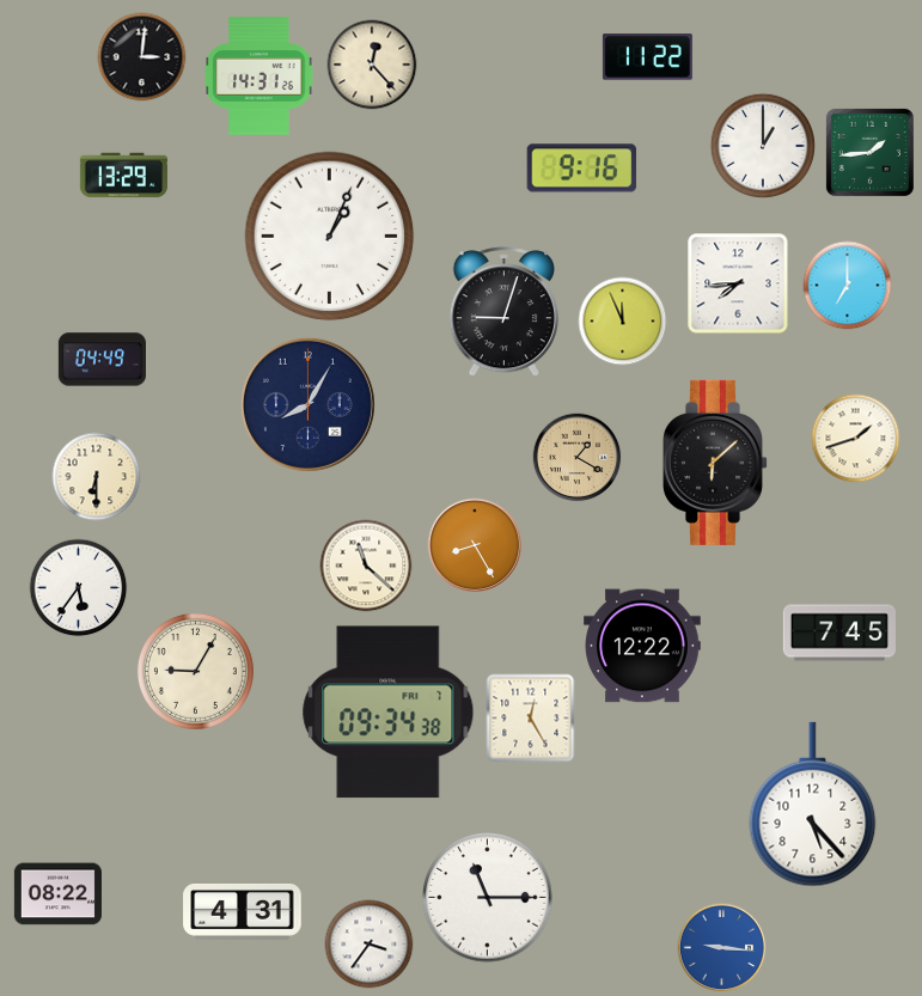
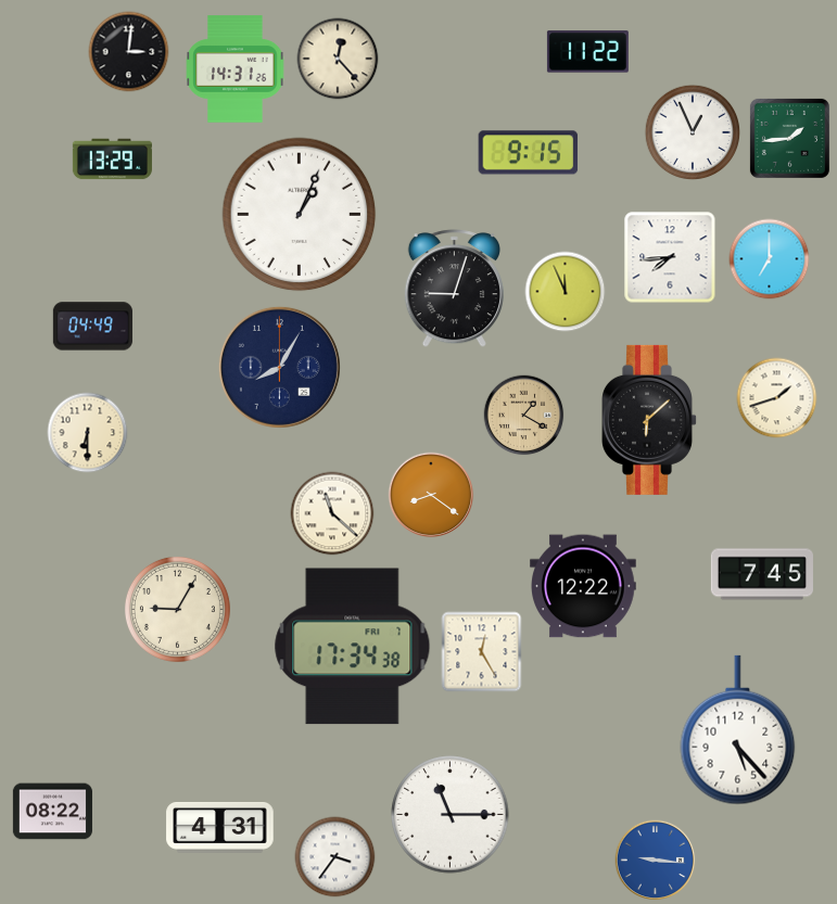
clock at (762, 145): 1:00 -> 12:56
clock at (582, 169): 9:16 -> 9:15
clock at (503, 312) position: (503, 312) -> (454, 289)
clock at (475, 545): 8:25 -> 8:21
clock at (79, 588): 5:36 -> none
clock at (389, 713): 09:34 -> 17:34
clock at (488, 898) position: (488, 898) -> (451, 815)
